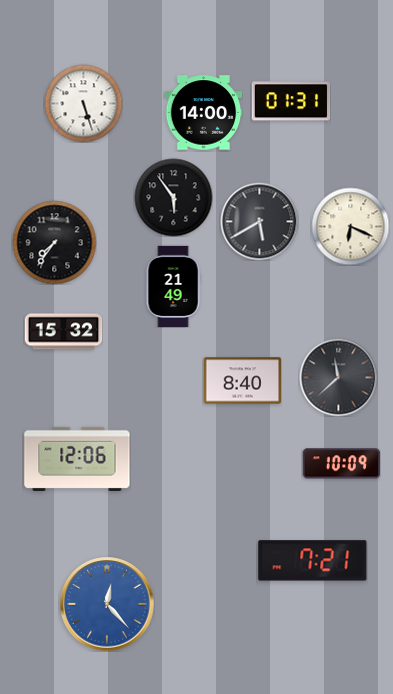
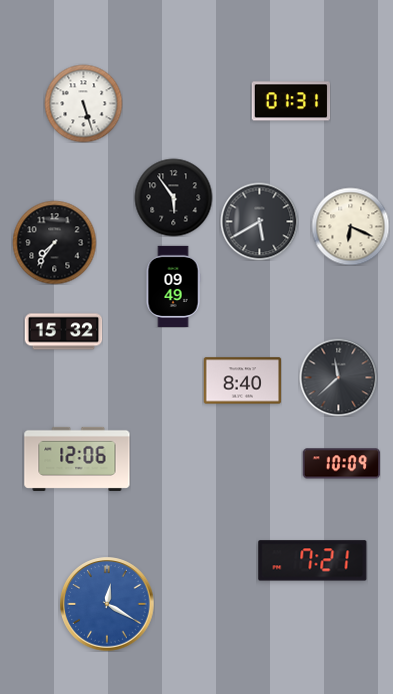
clock at (203, 113): 14:00 -> none
clock at (173, 286): 21:49 -> 09:49
clock at (107, 604): 12:23 -> 12:20
